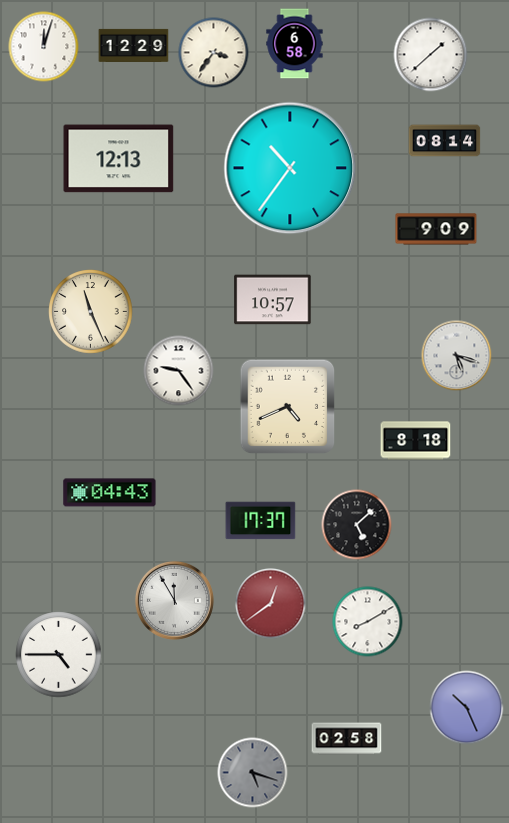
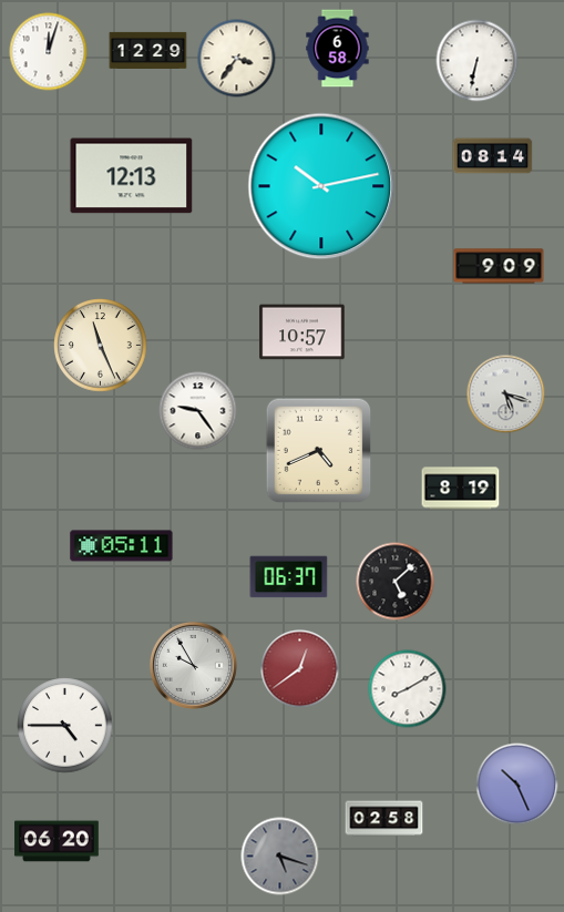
clock at (295, 44) position: (295, 44) -> (338, 49)
clock at (431, 55): 1:38 -> 6:32
clock at (290, 168): 10:36 -> 10:13
clock at (436, 229) position: (436, 229) -> (499, 266)
clock at (416, 441): 8:18 -> 8:19
clock at (110, 493): 04:43 -> 05:11
clock at (261, 521): 17:37 -> 06:37
clock at (174, 600): 11:55 -> 9:55
clock at (57, 841): none -> 06:20
